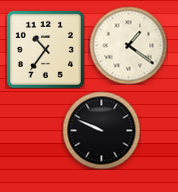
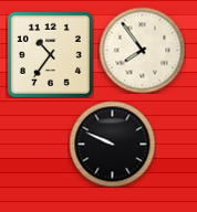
clock at (128, 45): 1:21 -> 7:54
